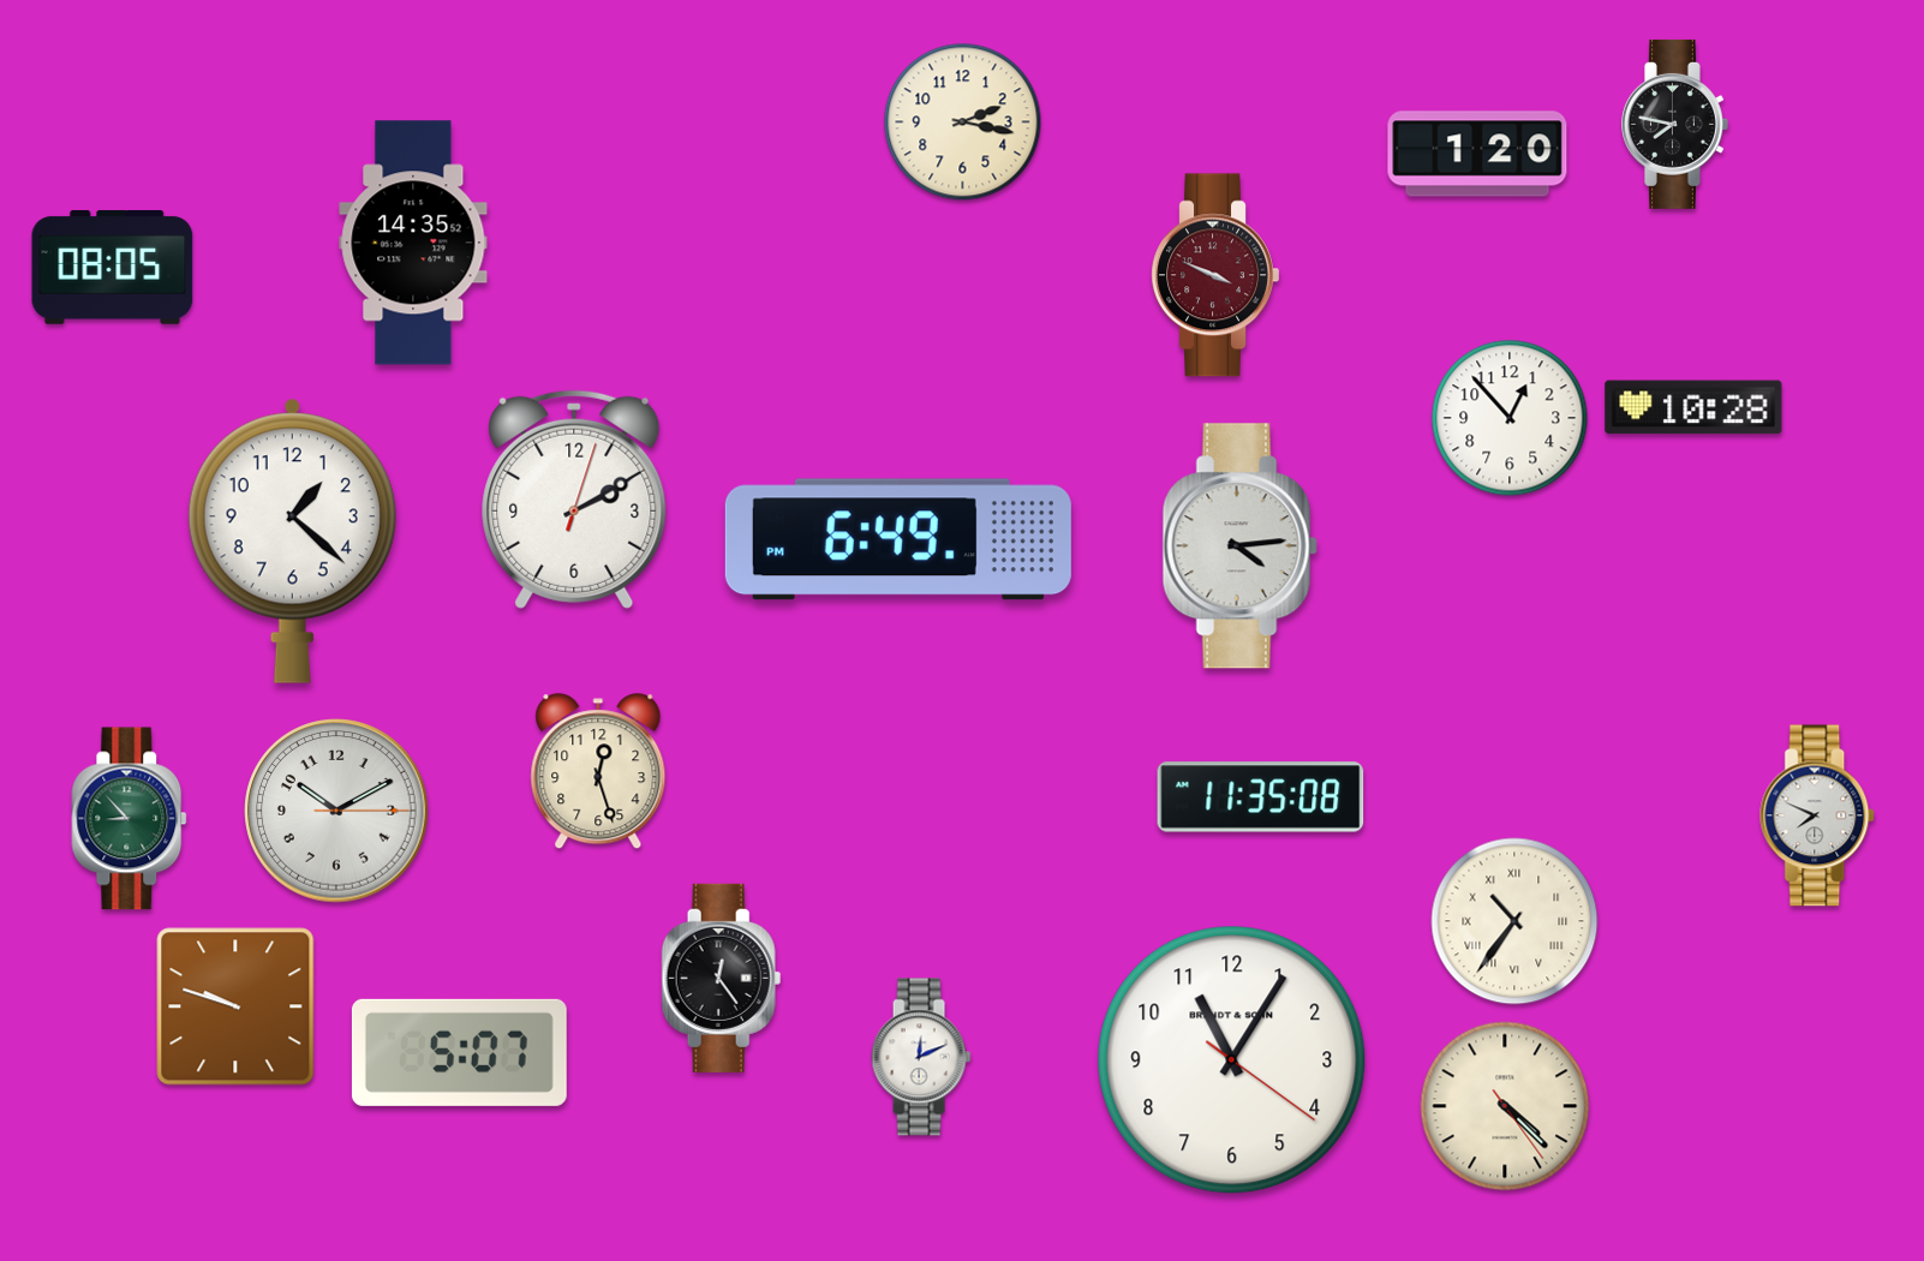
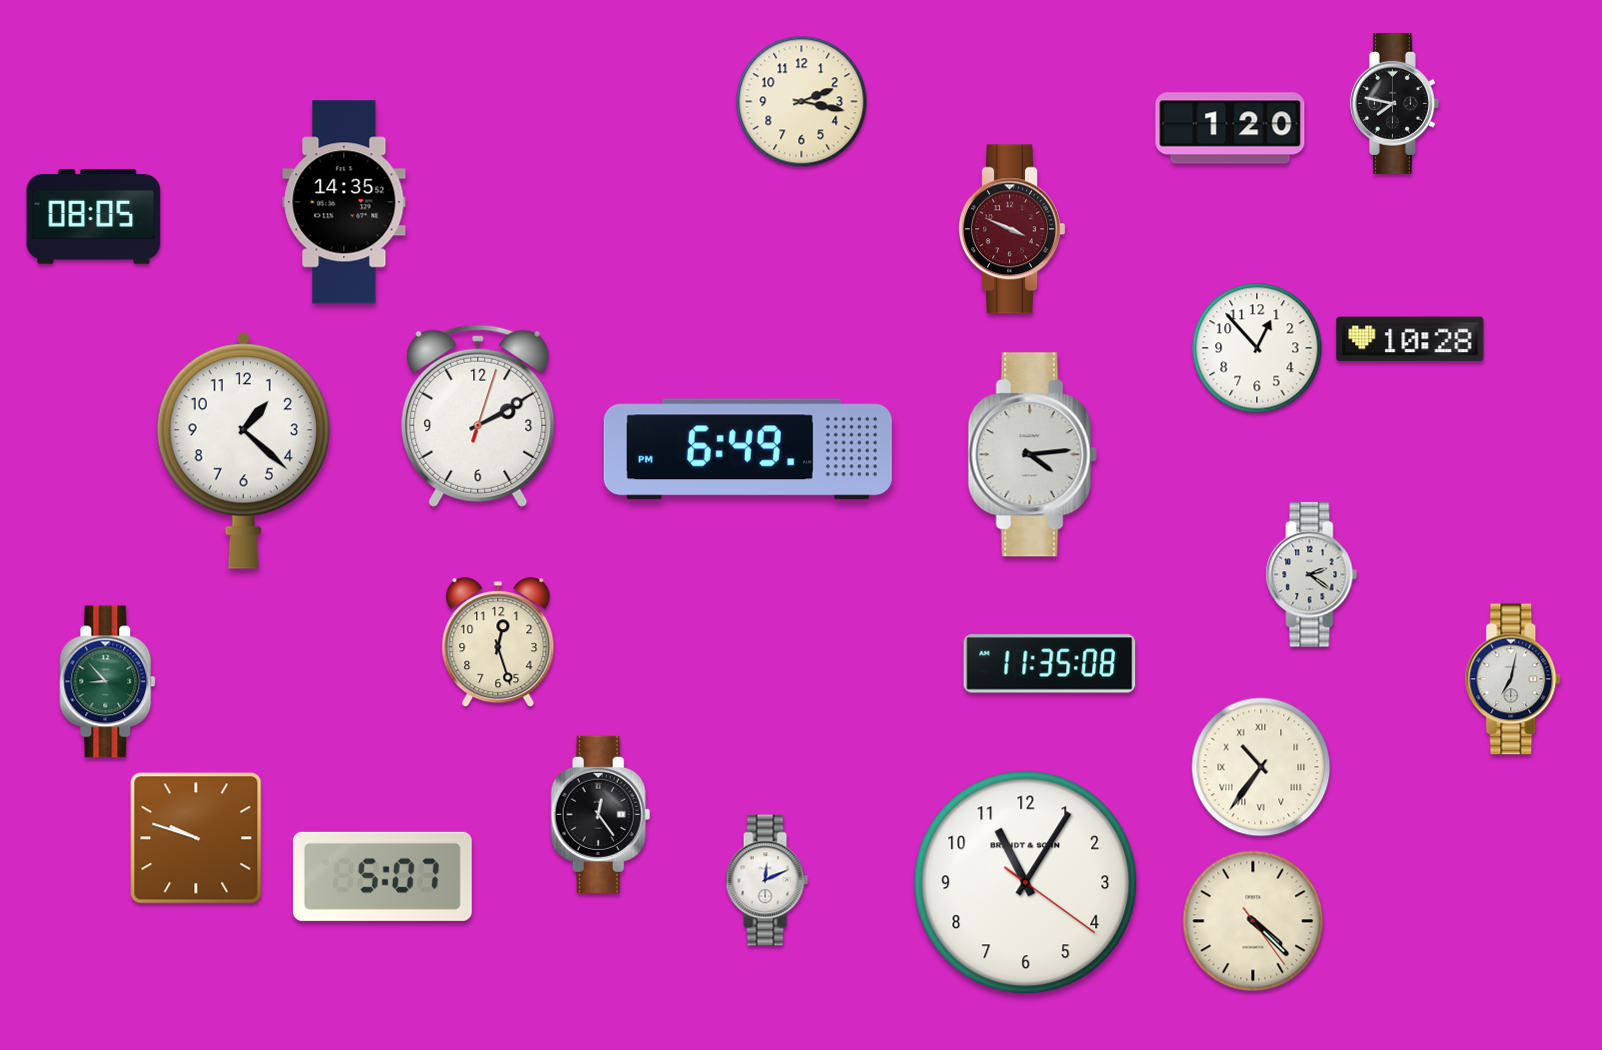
clock at (113, 267) position: (113, 267) -> (94, 216)
clock at (1312, 575): none -> 2:21
clock at (336, 811): 10:10 -> none
clock at (1818, 815): 7:49 -> 7:02
